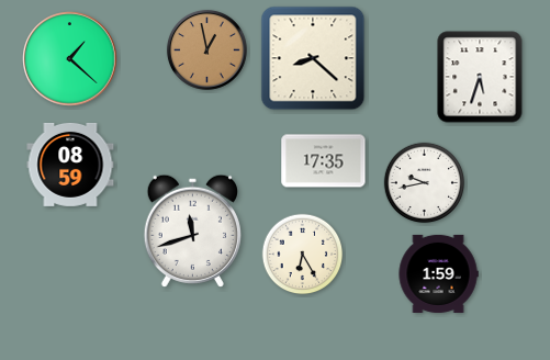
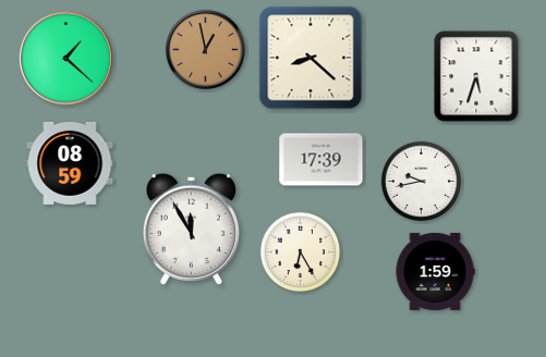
clock at (70, 59) position: (70, 59) -> (66, 59)
clock at (324, 161): 17:35 -> 17:39
clock at (192, 230): 11:42 -> 11:55
